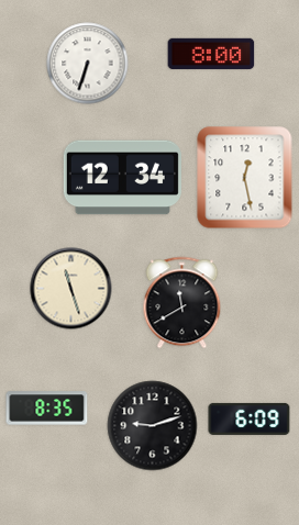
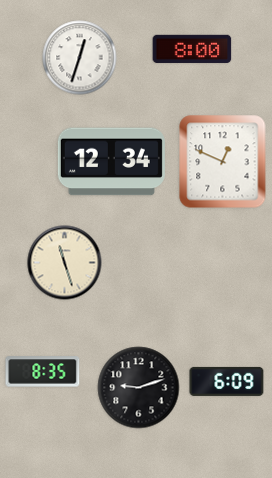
clock at (88, 64): 6:33 -> 12:33
clock at (245, 178): 12:28 -> 12:49
clock at (182, 303): 11:40 -> none
